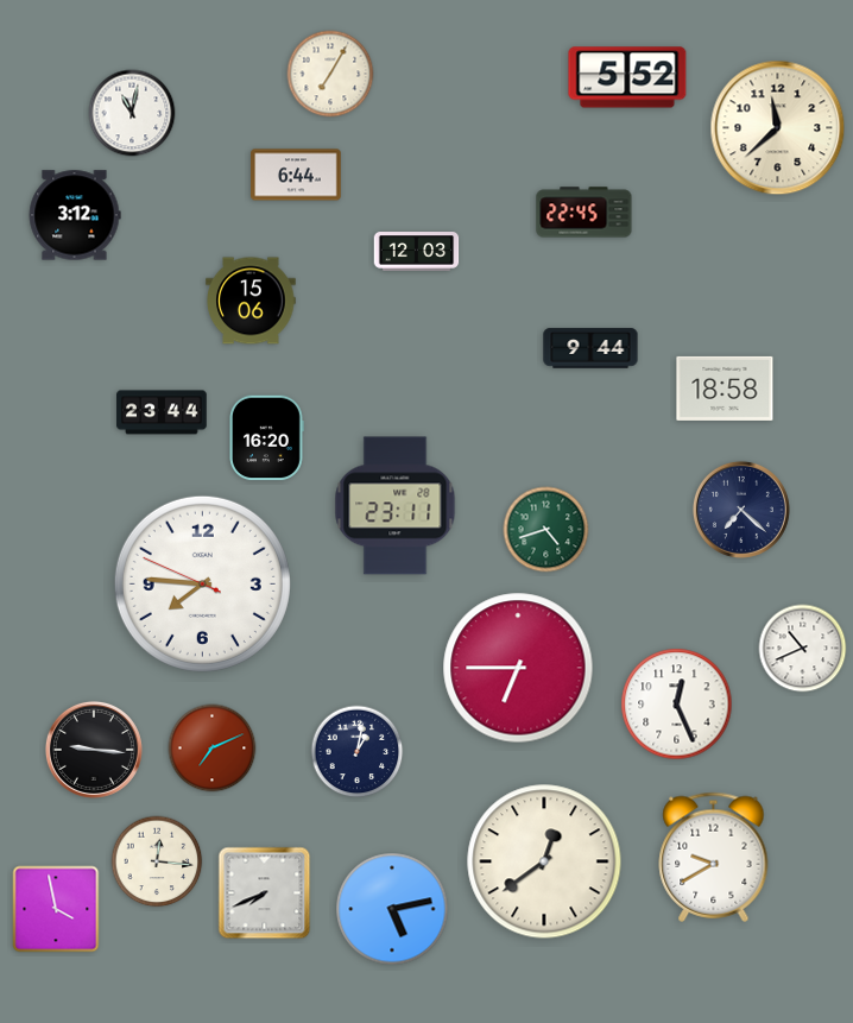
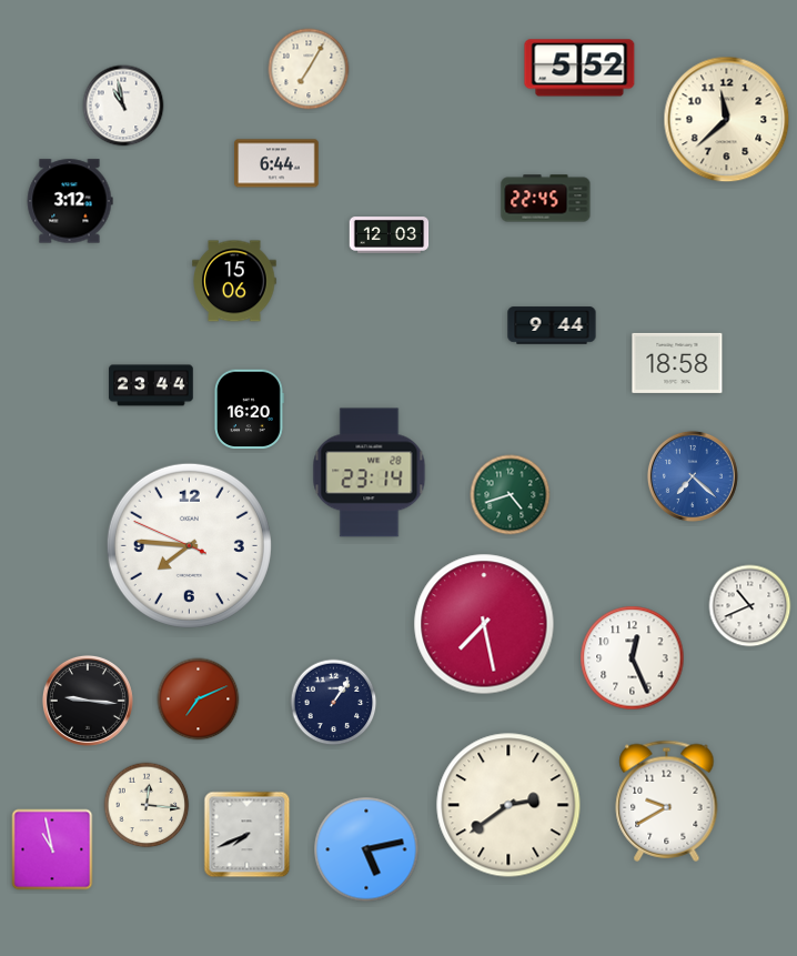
clock at (627, 77) position: (627, 77) -> (579, 68)
clock at (132, 113): 11:02 -> 10:58
clock at (396, 506): 23:11 -> 23:14
clock at (741, 510) dial: navy -> blue
clock at (518, 668): 6:45 -> 7:28
clock at (358, 752): 1:02 -> 1:06
clock at (544, 861): 12:39 -> 2:39
clock at (56, 909): 3:58 -> 10:58
